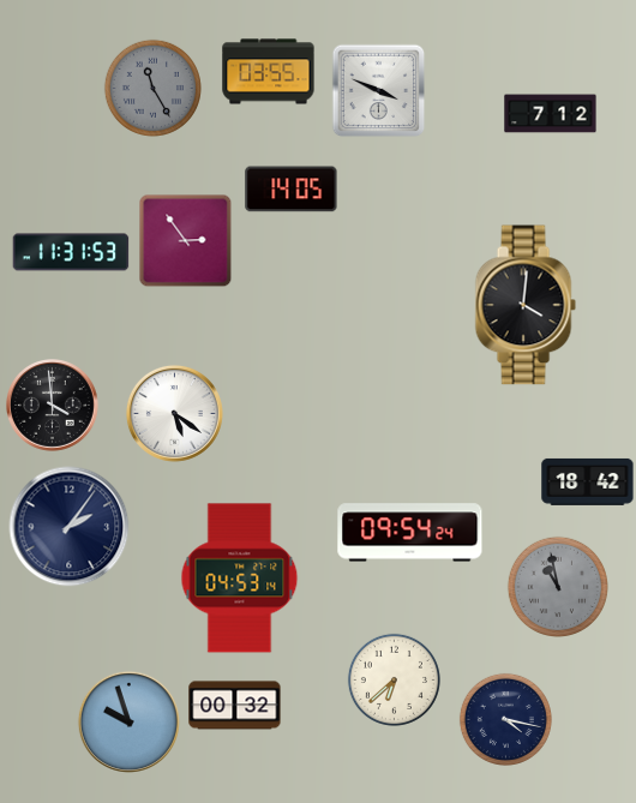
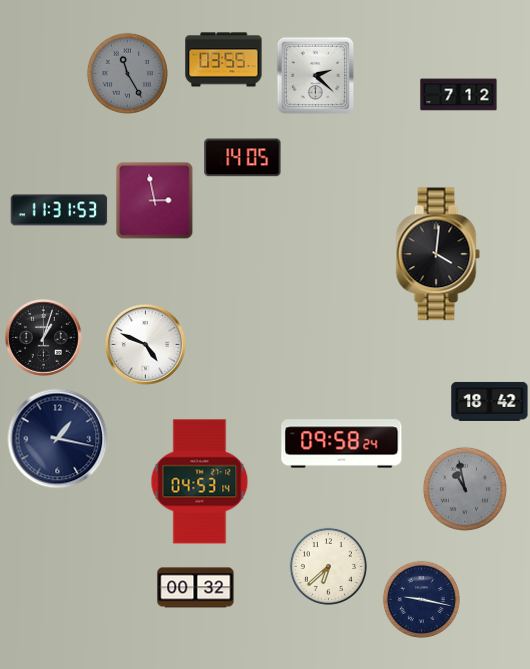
clock at (378, 90): 3:49 -> 2:22
clock at (185, 240): 2:54 -> 2:58
clock at (53, 406): 3:59 -> 1:03
clock at (174, 413): 5:21 -> 4:49
clock at (70, 527): 2:06 -> 1:17
clock at (410, 533): 09:54 -> 09:58
clock at (505, 719): 4:17 -> 9:17
clock at (128, 721): 9:57 -> none
